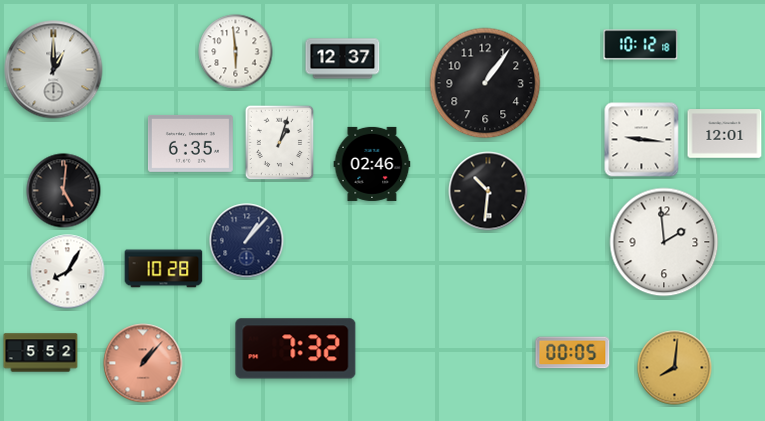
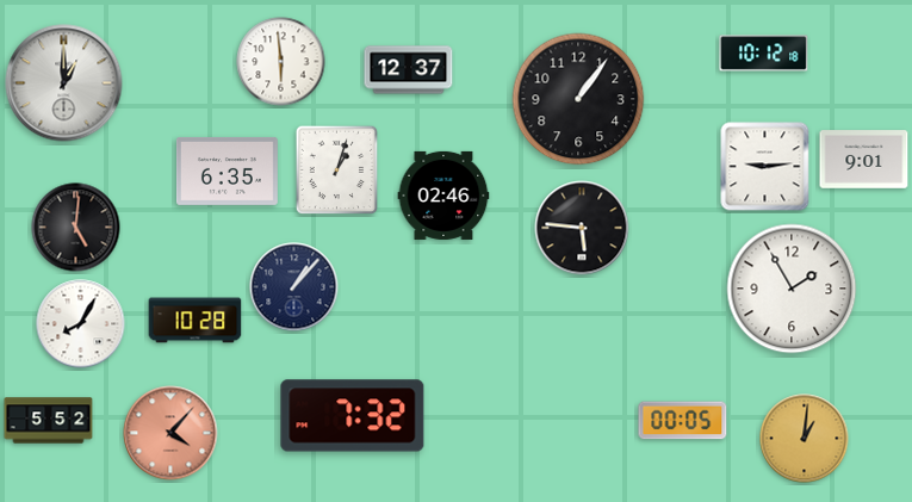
clock at (725, 134): 12:01 -> 9:01
clock at (642, 140): 9:16 -> 9:14
clock at (280, 143) position: (280, 143) -> (337, 171)
clock at (488, 191): 10:31 -> 5:46
clock at (664, 242): 1:59 -> 1:55
clock at (143, 363): 1:07 -> 4:07
clock at (675, 368): 8:01 -> 1:01
